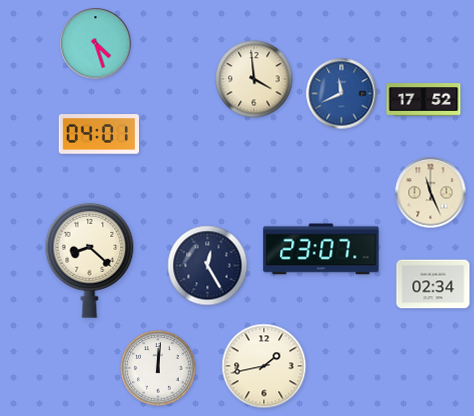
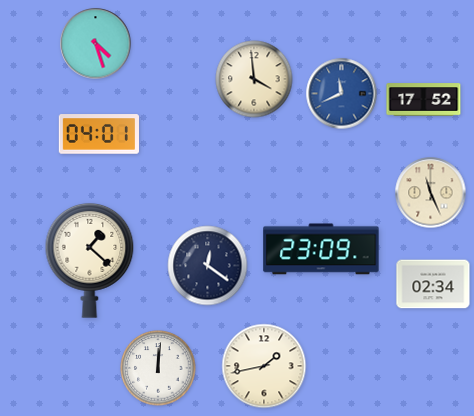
clock at (321, 249): 23:07 -> 23:09
clock at (90, 260): 8:22 -> 1:22
clock at (208, 266): 12:25 -> 12:21
